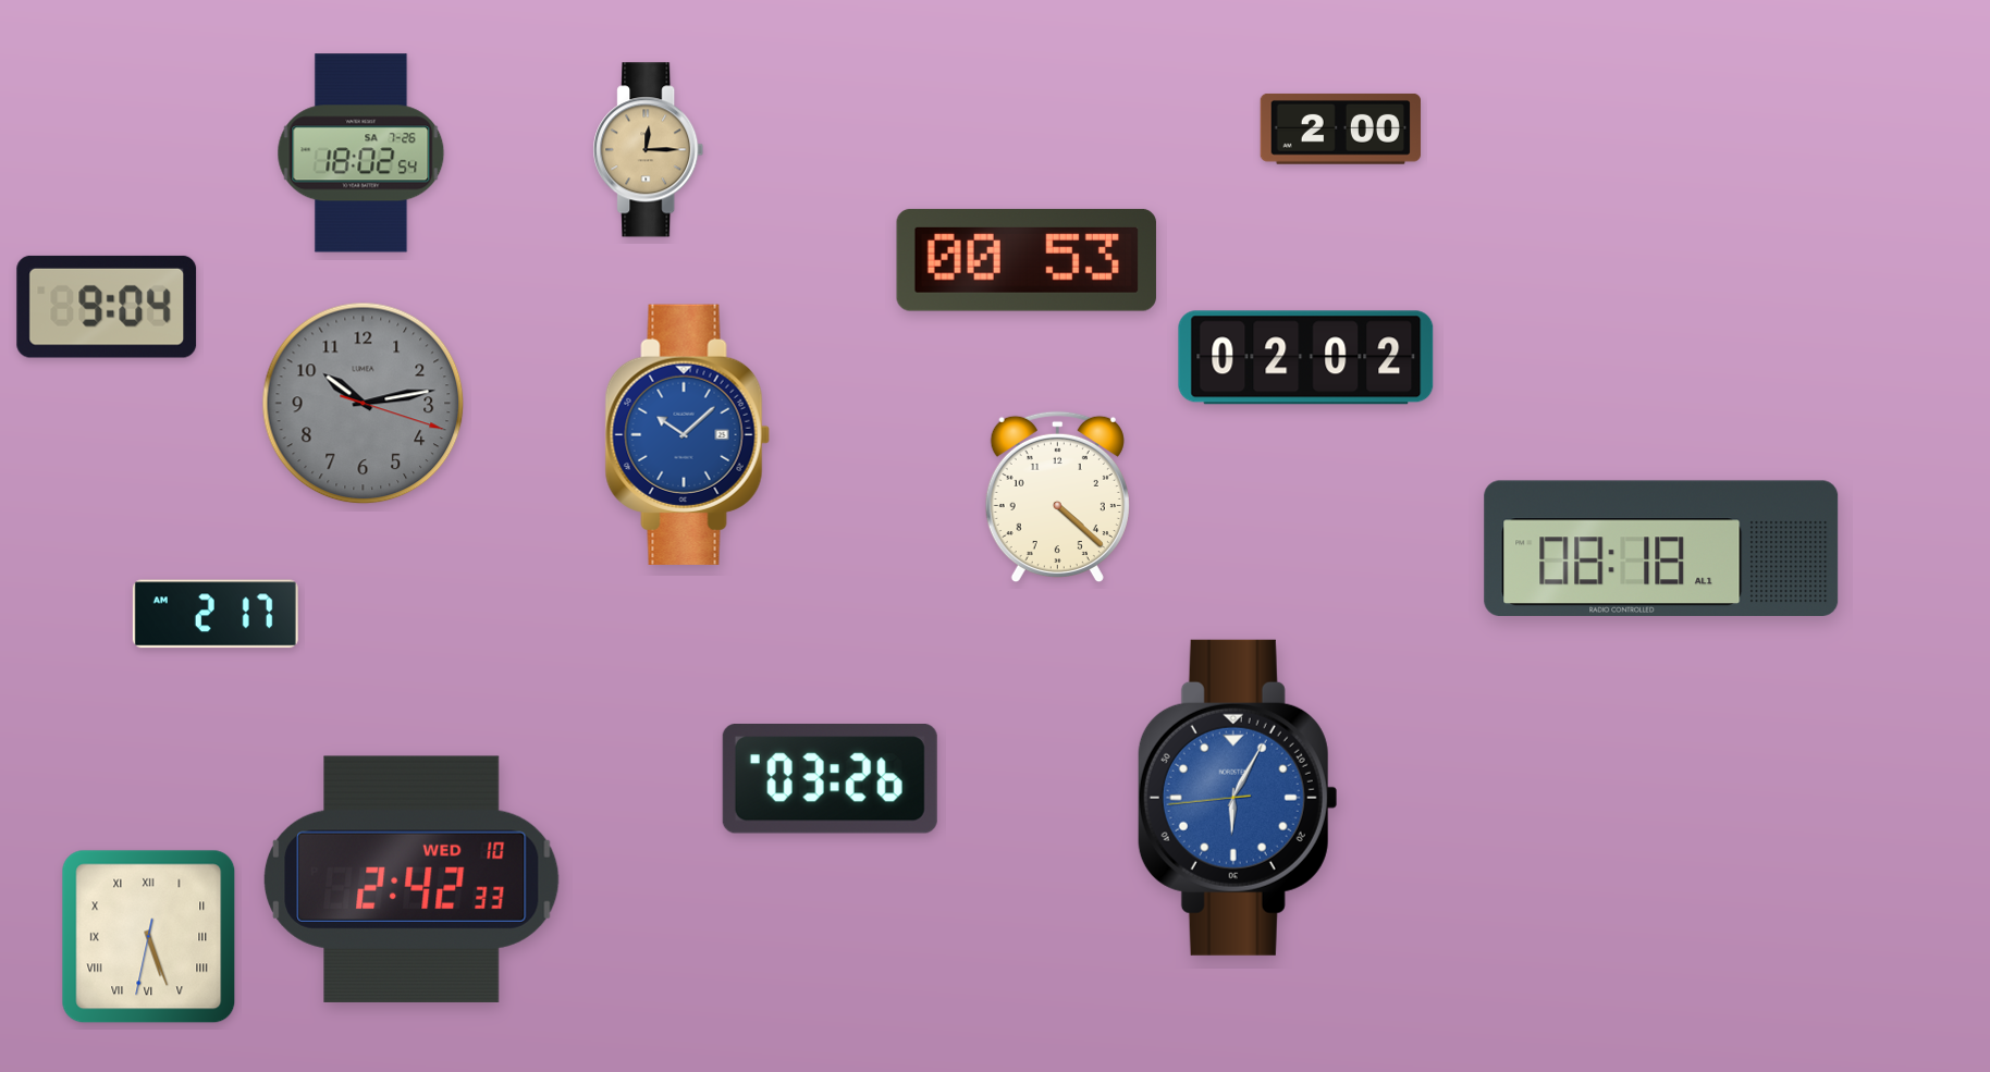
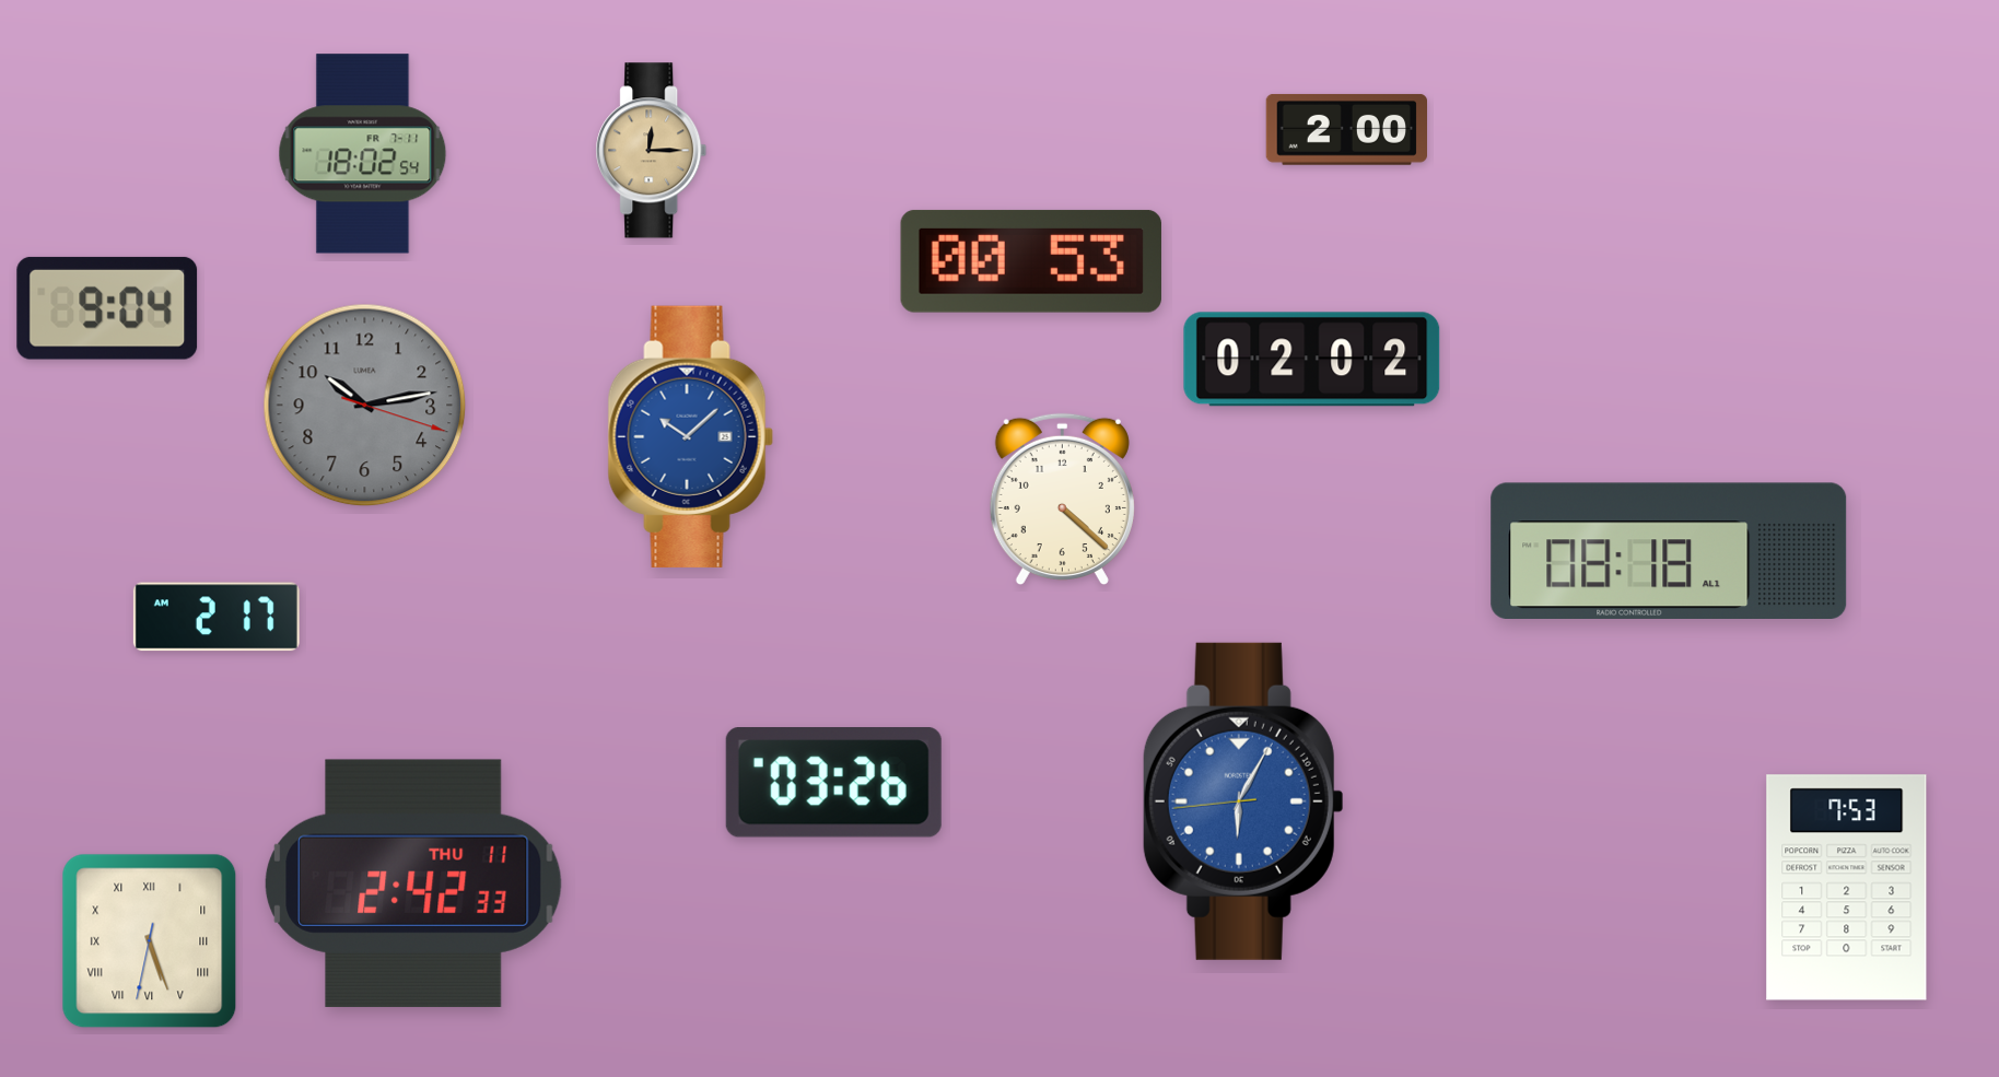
clock at (361, 153) date: SA 7-26 -> FR 7-11
clock at (411, 879) date: WED 10 -> THU 11
clock at (1847, 888): none -> 7:53
